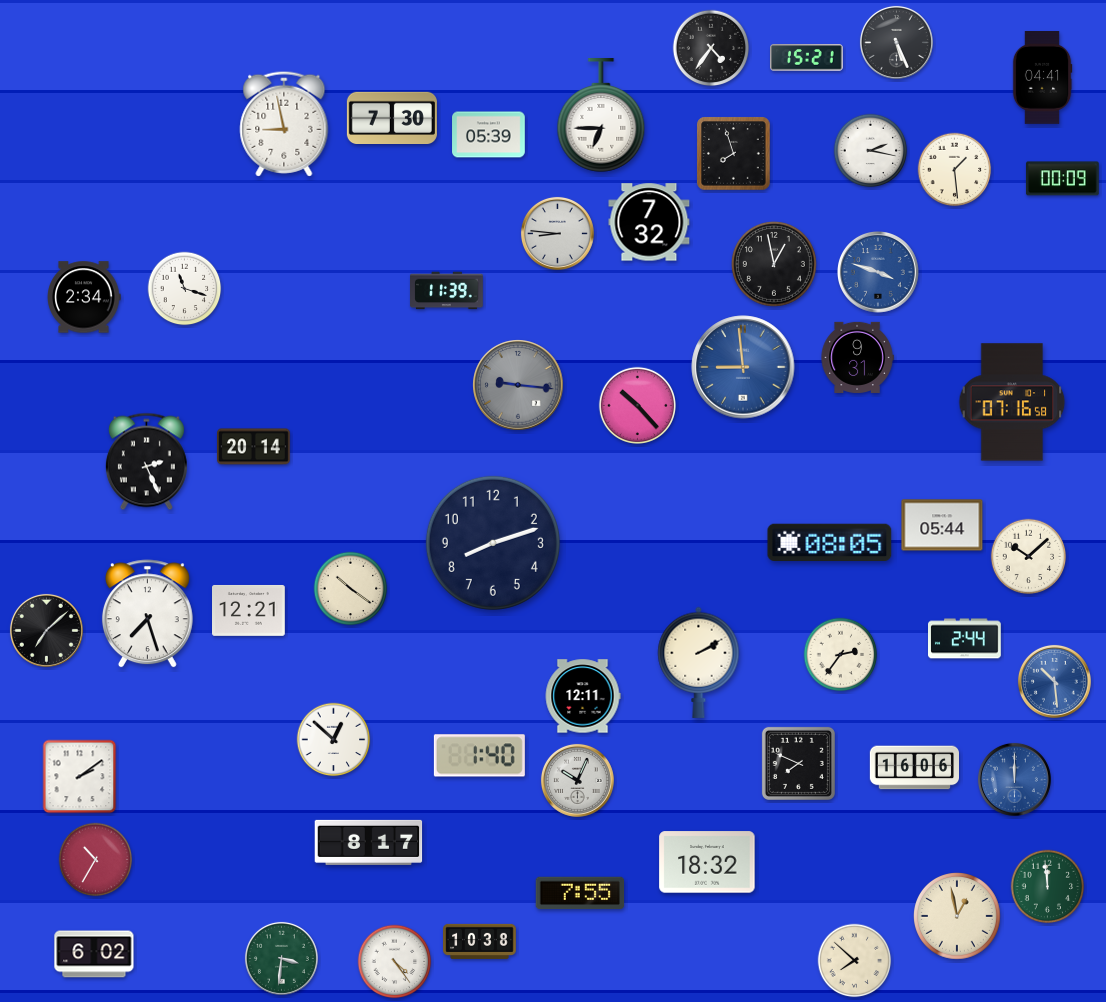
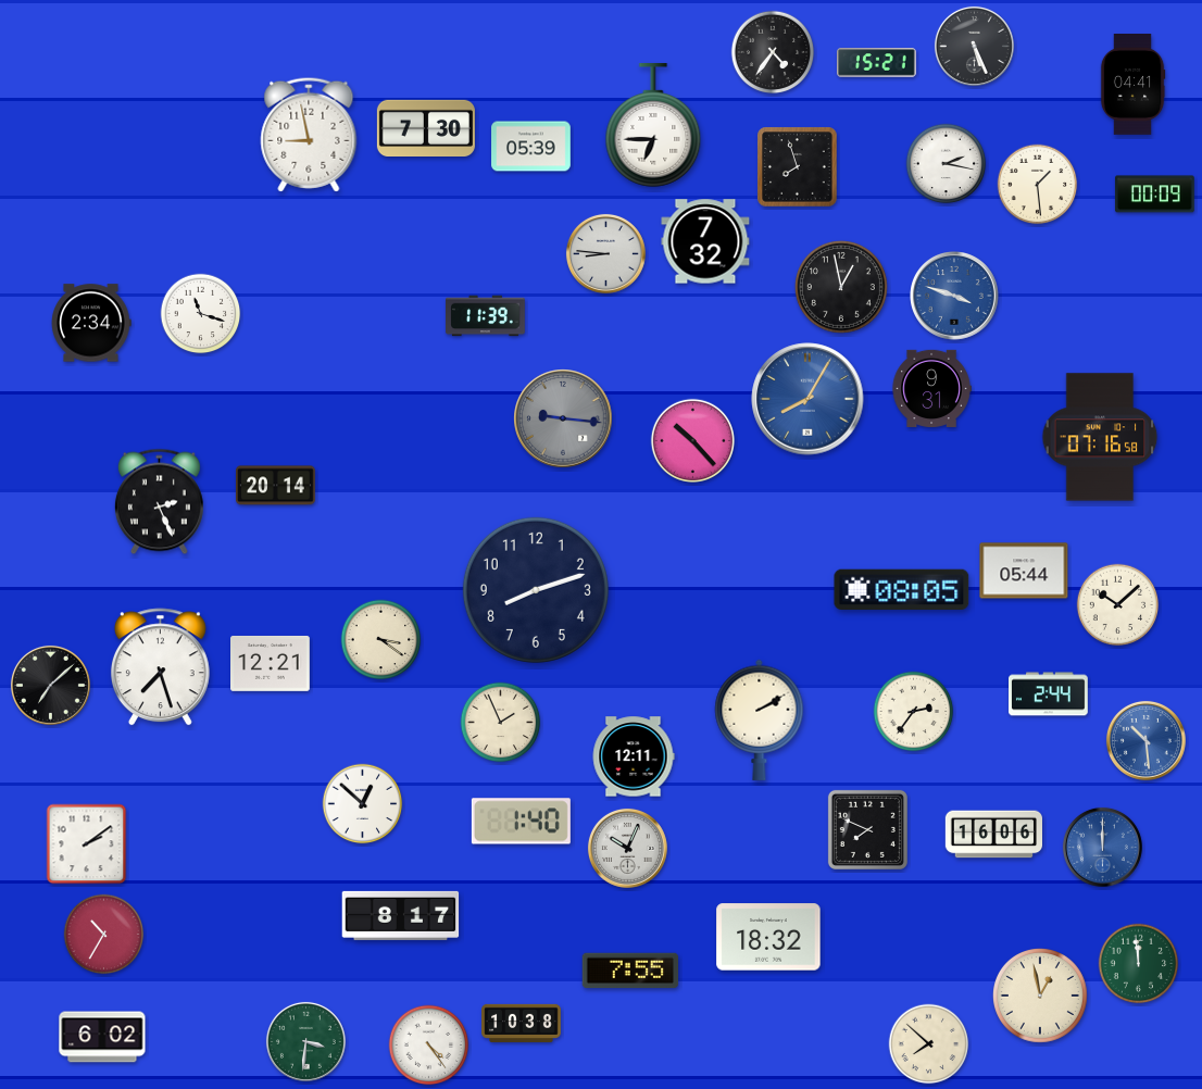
clock at (743, 367): 8:59 -> 8:05
clock at (351, 589): 10:21 -> 3:21
clock at (501, 723): none -> 1:56
